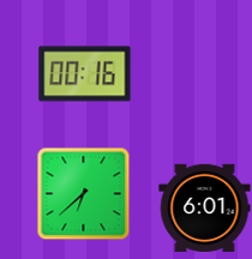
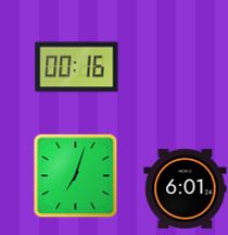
clock at (83, 193): 6:38 -> 7:03
